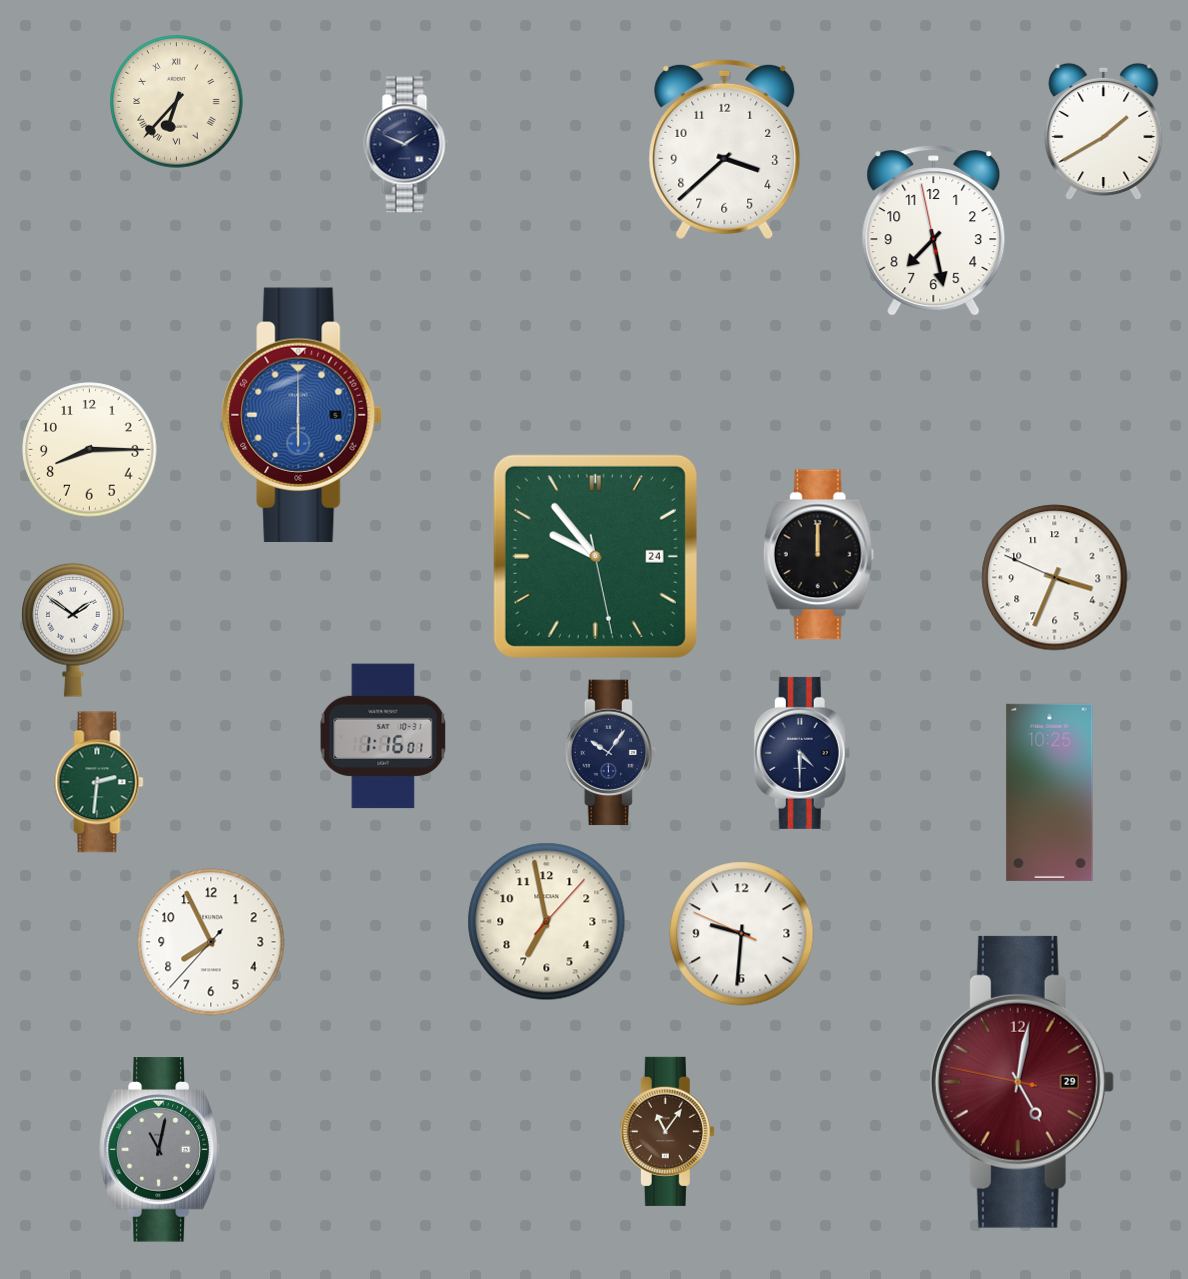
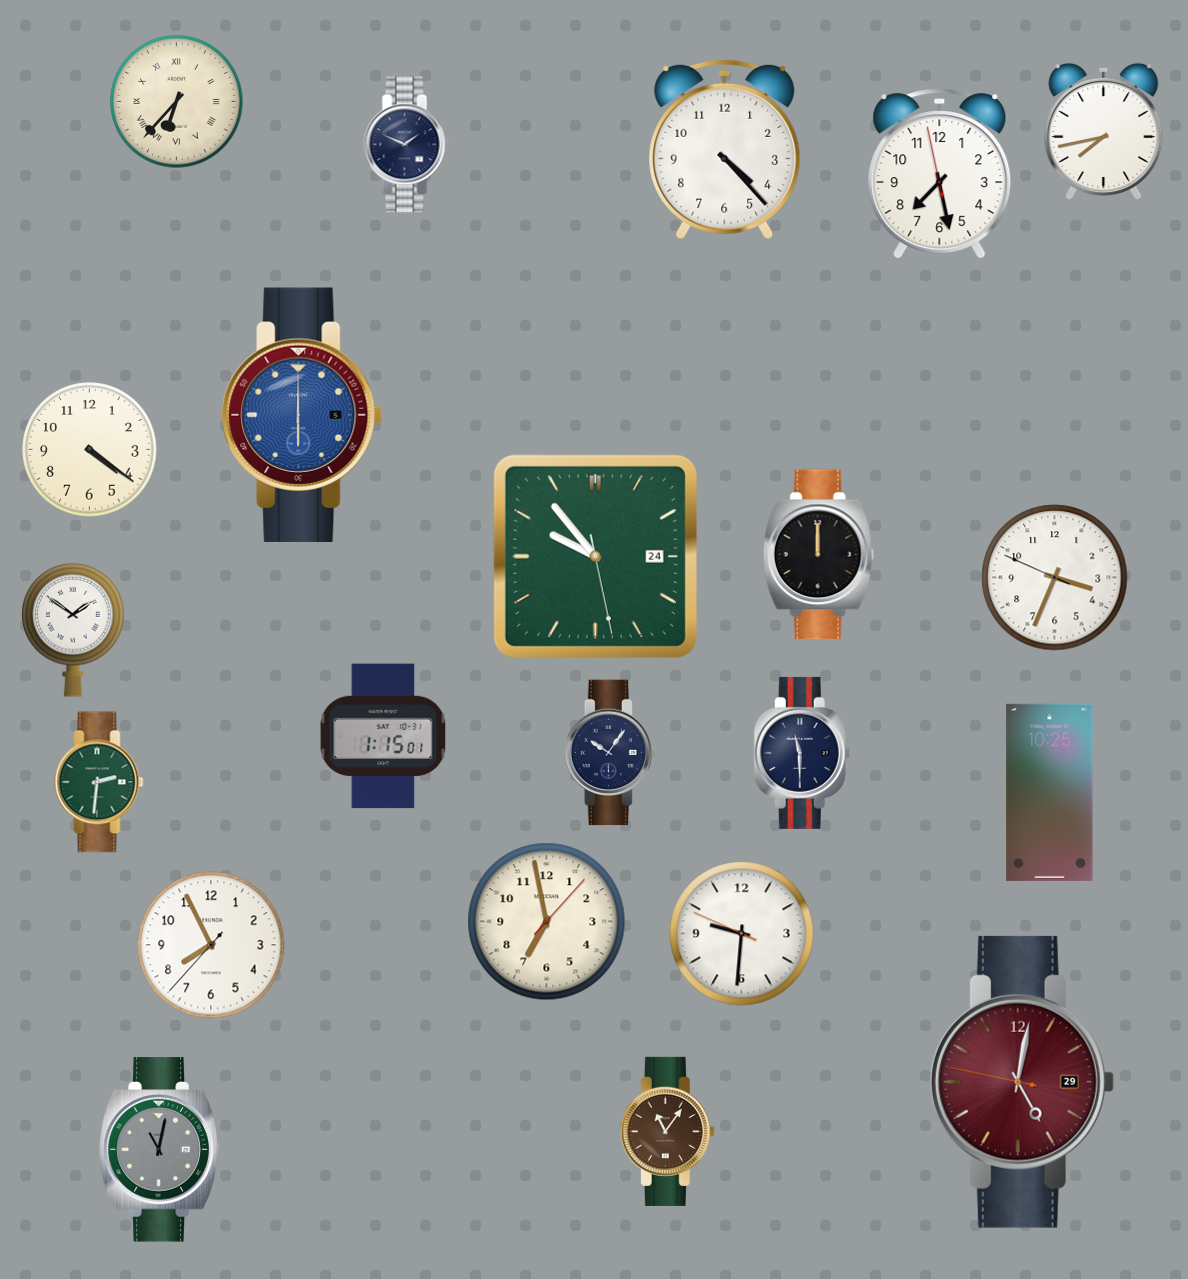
clock at (1104, 131): 1:40 -> 7:43
clock at (725, 149): 3:38 -> 4:23
clock at (934, 231) position: (934, 231) -> (940, 174)
clock at (90, 450): 8:15 -> 4:21
clock at (383, 736): 1:16 -> 1:15
clock at (802, 753): 4:30 -> 11:30
clock at (211, 942) position: (211, 942) -> (211, 945)
